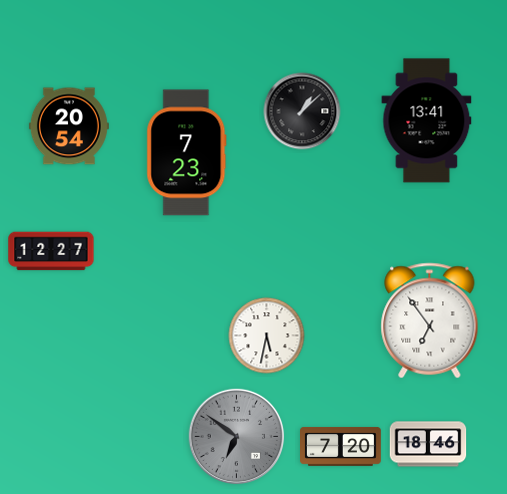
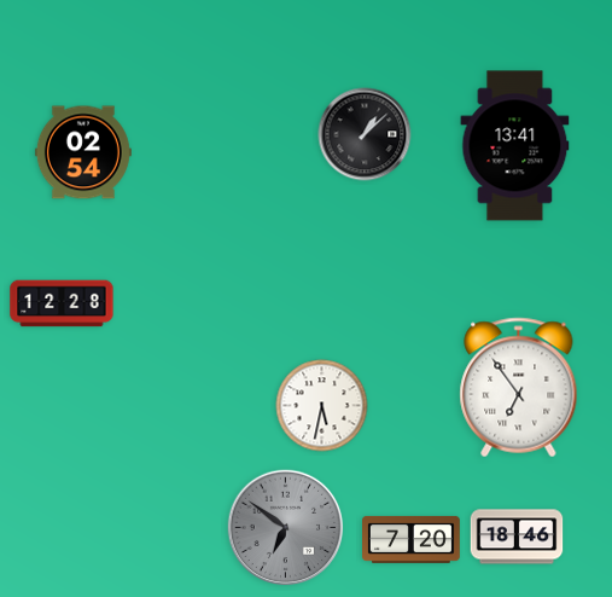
clock at (69, 126): 20:54 -> 02:54
clock at (187, 153): 7:23 -> none
clock at (51, 251): 12:27 -> 12:28
